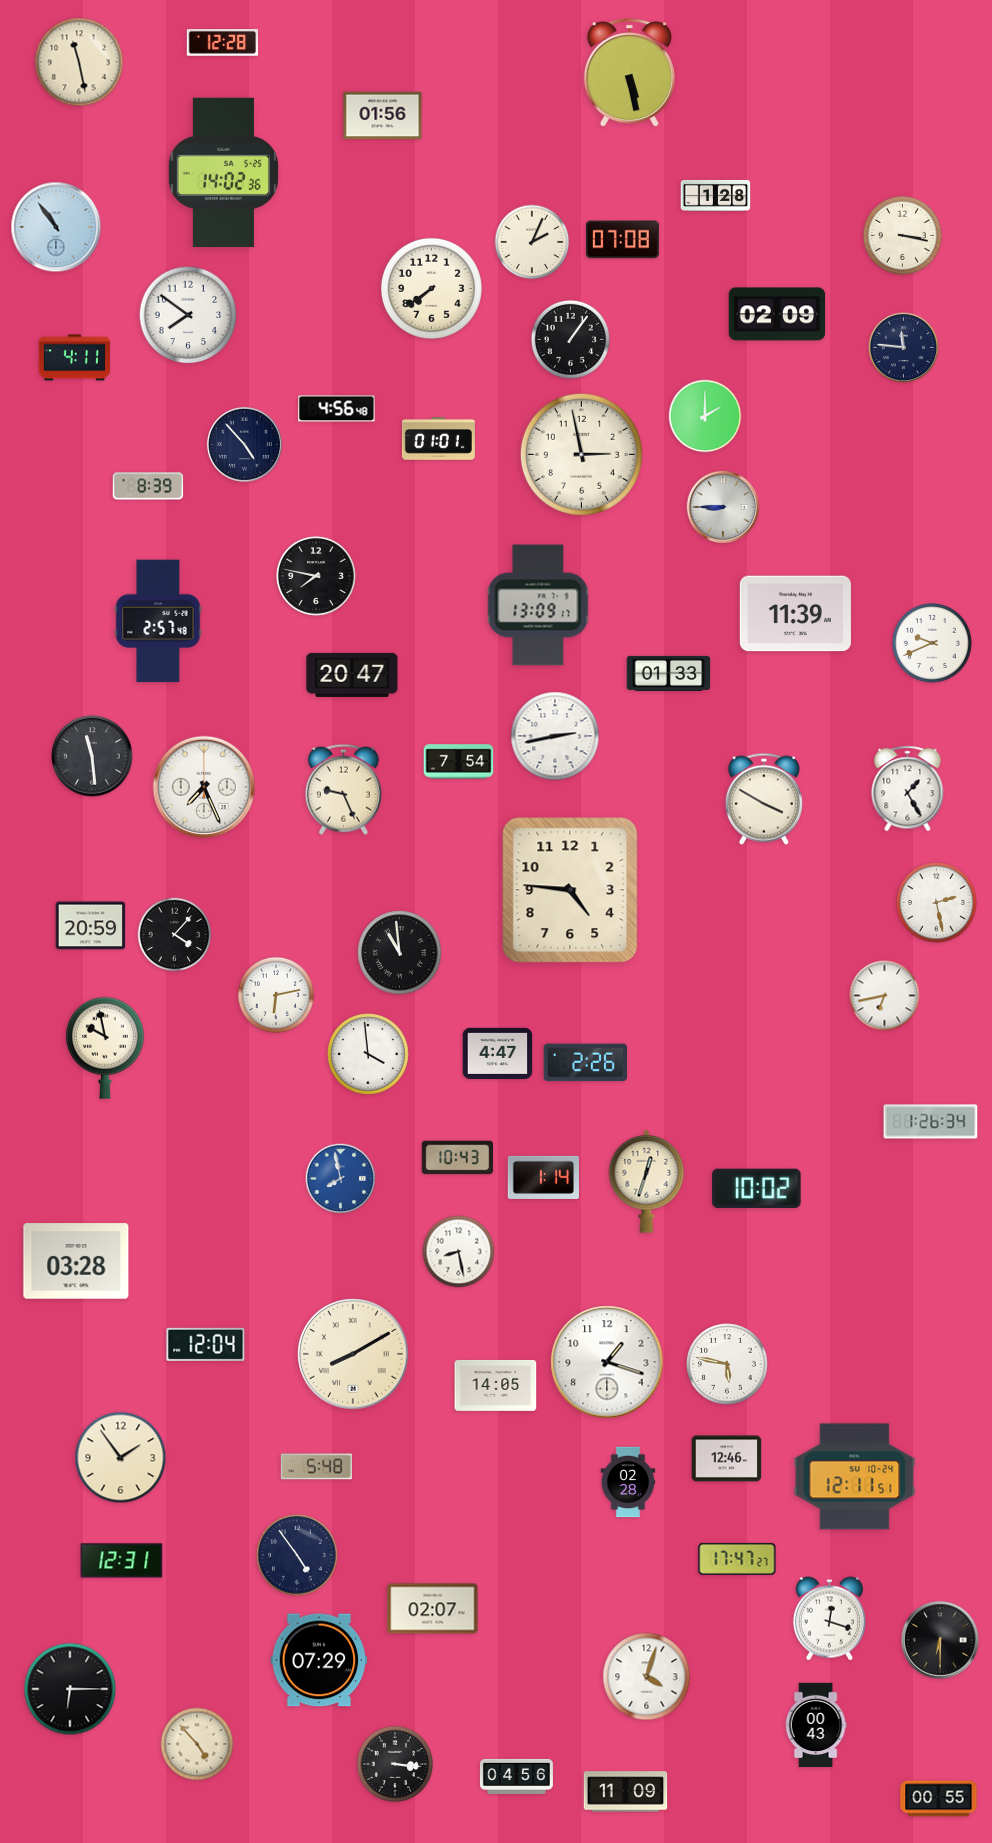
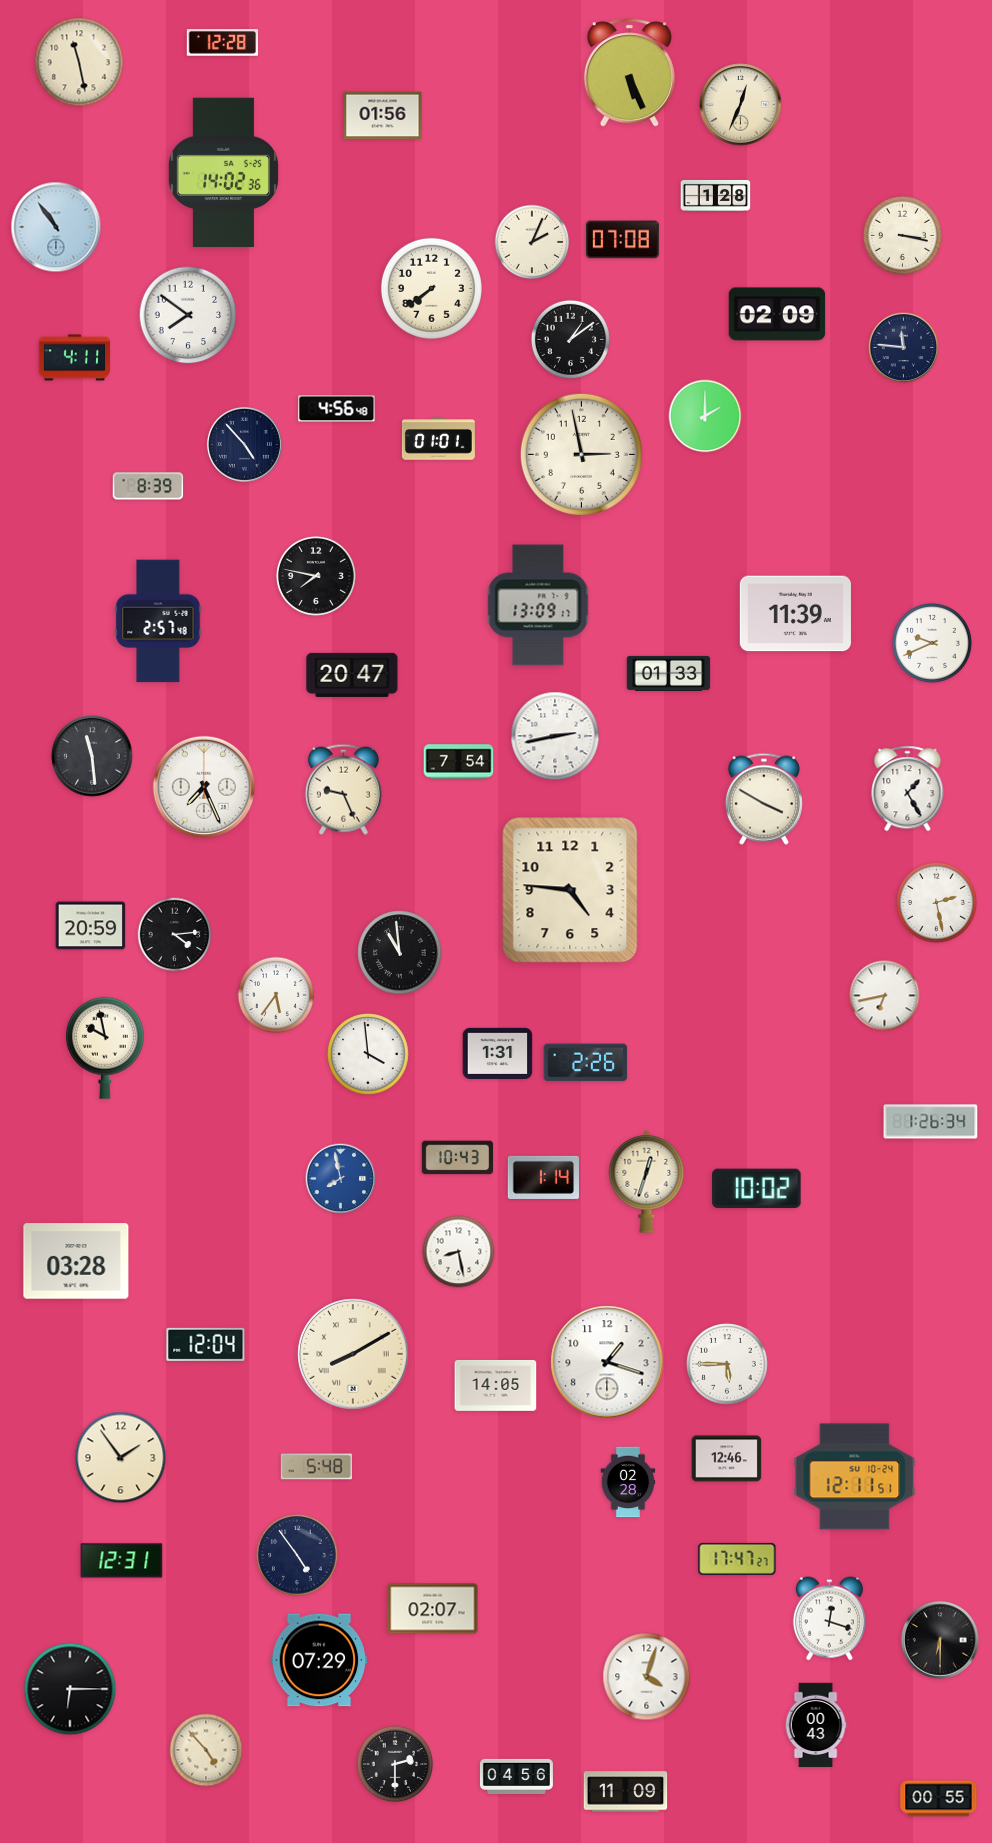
clock at (629, 73): 5:28 -> 5:26
clock at (741, 105): none -> 12:34
clock at (570, 339): 1:06 -> 1:09
clock at (722, 506): 8:45 -> none
clock at (175, 935): 4:07 -> 4:14
clock at (276, 995): 6:13 -> 5:36
clock at (498, 1053): 4:47 -> 1:31
clock at (727, 1364): 5:47 -> 5:45
clock at (197, 1744) position: (197, 1744) -> (206, 1750)
clock at (395, 1764): 3:16 -> 2:30
